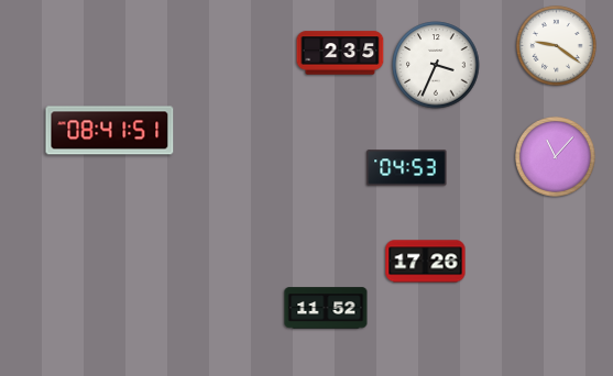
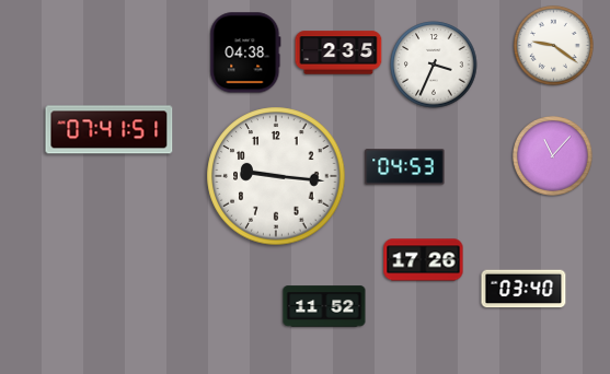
clock at (245, 52): none -> 04:38
clock at (110, 131): 08:41 -> 07:41
clock at (276, 176): none -> 9:16
clock at (523, 289): none -> 03:40
